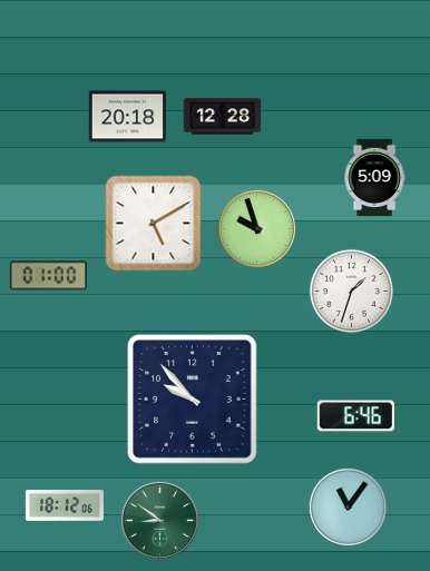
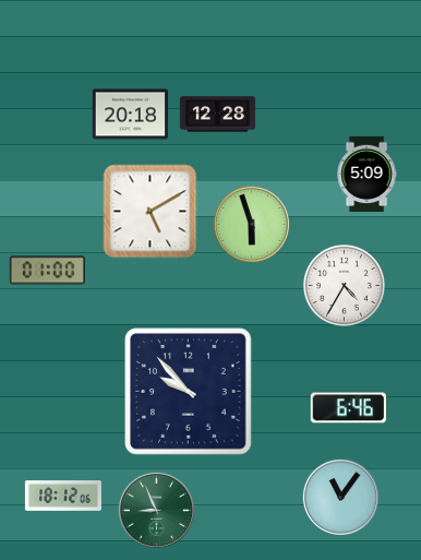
clock at (127, 117) position: (127, 117) -> (130, 115)
clock at (154, 224) position: (154, 224) -> (151, 212)
clock at (256, 228): 9:57 -> 5:57
clock at (351, 291): 1:33 -> 4:35
clock at (159, 520): 8:51 -> 8:56
